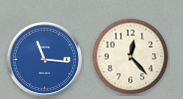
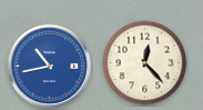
clock at (45, 60): 11:16 -> 10:43
